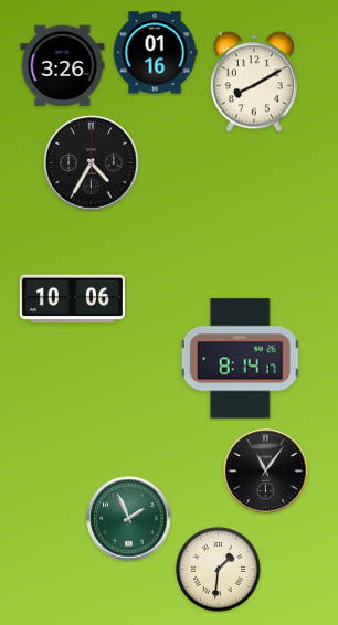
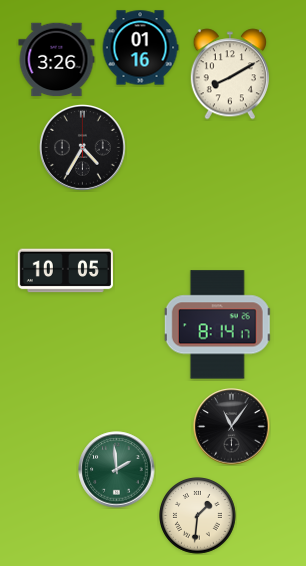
clock at (72, 299): 10:06 -> 10:05
clock at (266, 472) position: (266, 472) -> (232, 427)
clock at (129, 519): 1:56 -> 1:59
